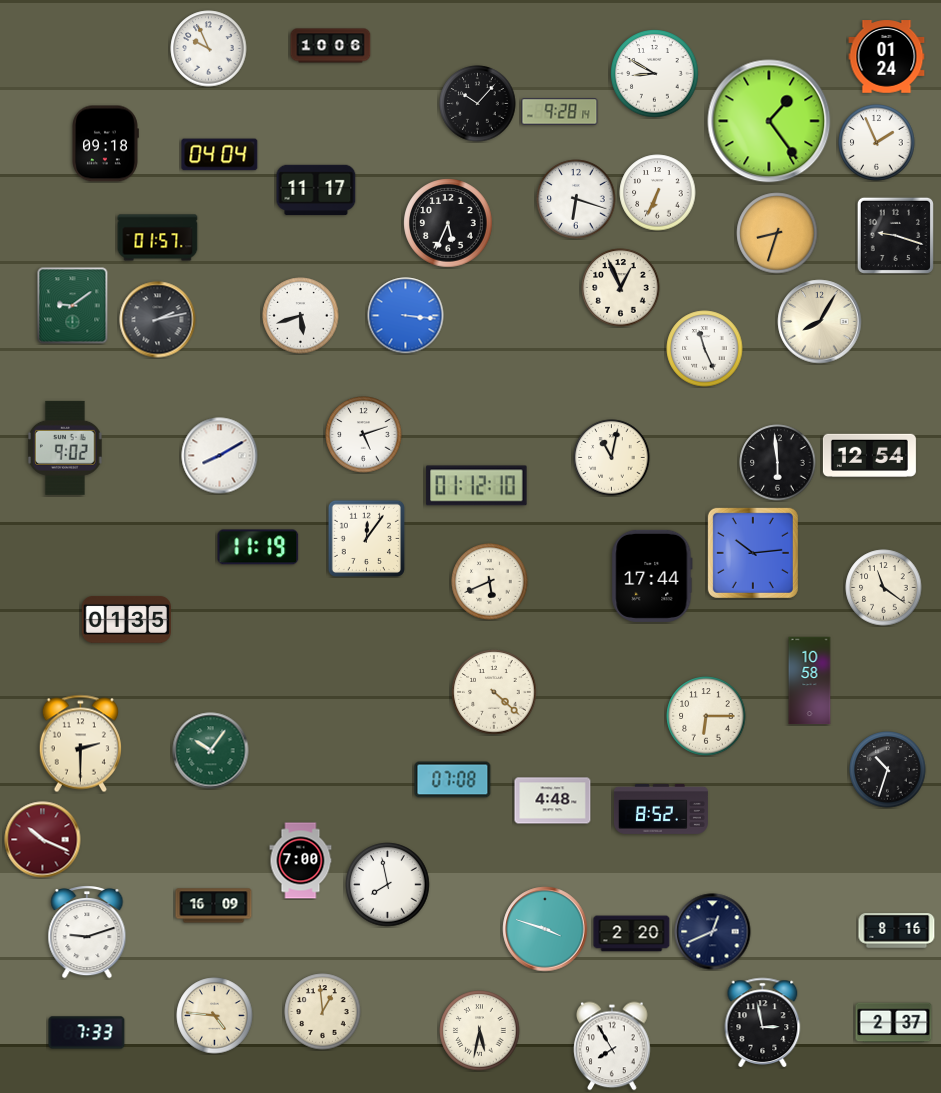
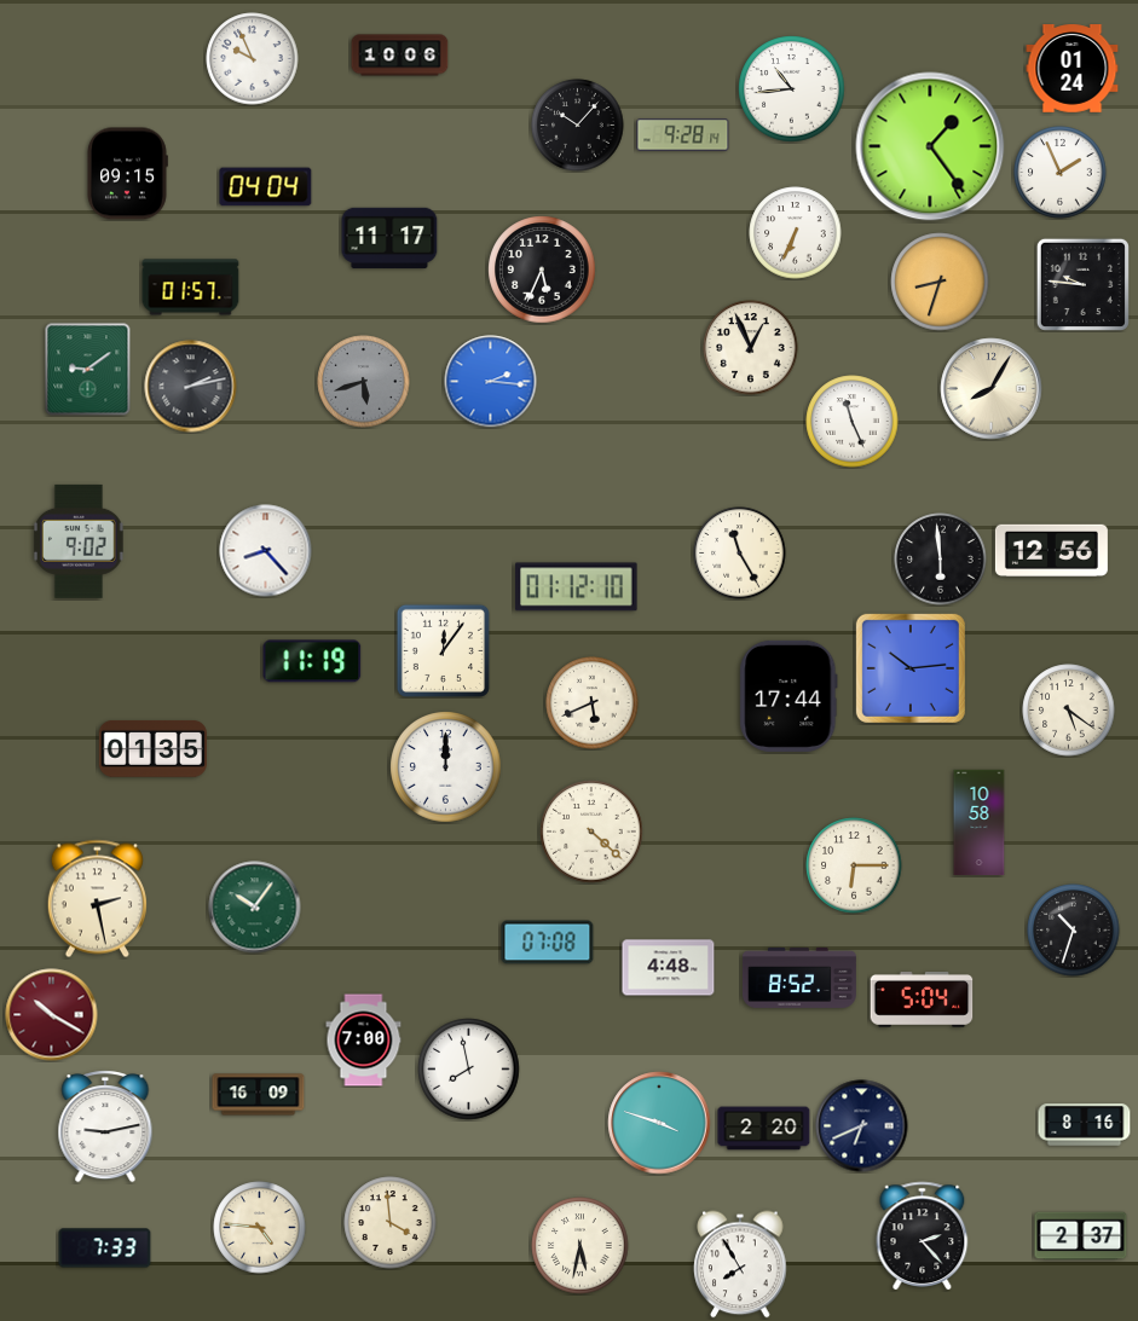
clock at (655, 74): 8:50 -> 10:44
clock at (560, 112) position: (560, 112) -> (683, 135)
clock at (105, 144): 09:18 -> 09:15
clock at (316, 190) position: (316, 190) -> (389, 238)
clock at (576, 199): 6:18 -> none
clock at (895, 235): 9:18 -> 9:46
clock at (301, 316) dial: white -> grey
clock at (406, 316): 3:16 -> 2:16
clock at (364, 435): 5:12 -> none
clock at (869, 455): 12:54 -> 12:56
clock at (220, 456): 8:10 -> 8:23
clock at (612, 458): 11:02 -> 11:25
clock at (884, 588): 11:21 -> 5:21
clock at (446, 767): none -> 12:00
clock at (494, 692) position: (494, 692) -> (591, 832)
clock at (80, 744): 2:30 -> 2:28
clock at (922, 1001): none -> 5:04
clock at (43, 840): 10:19 -> 10:20
clock at (87, 932): 9:12 -> 9:13
clock at (713, 932): 12:41 -> 6:41
clock at (323, 1012): 12:59 -> 3:59
clock at (763, 1022): 2:58 -> 2:23
